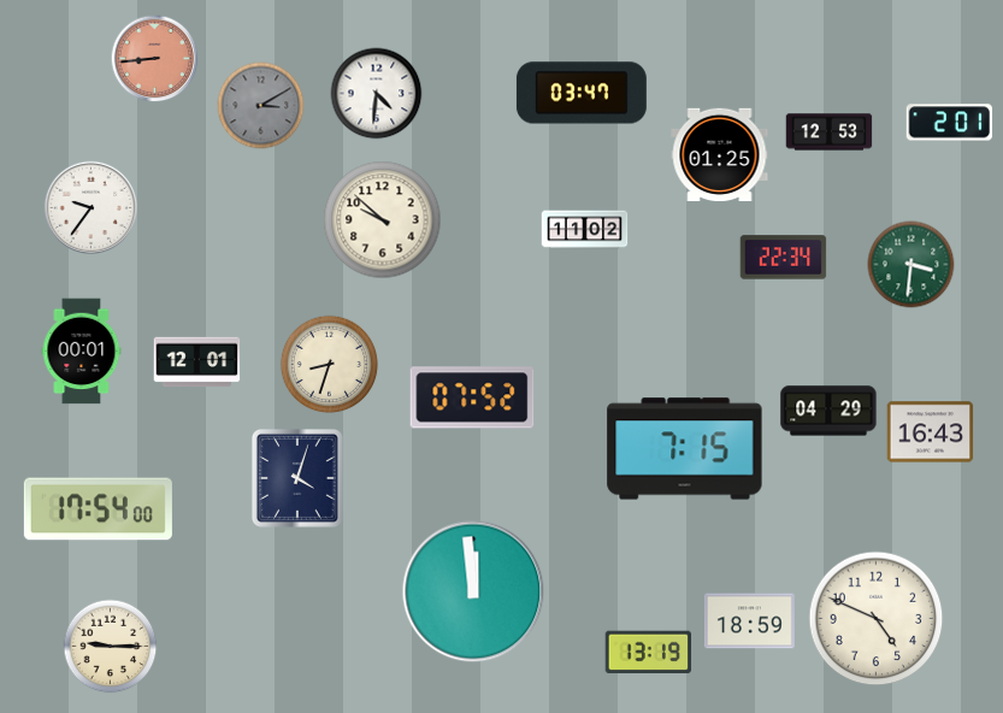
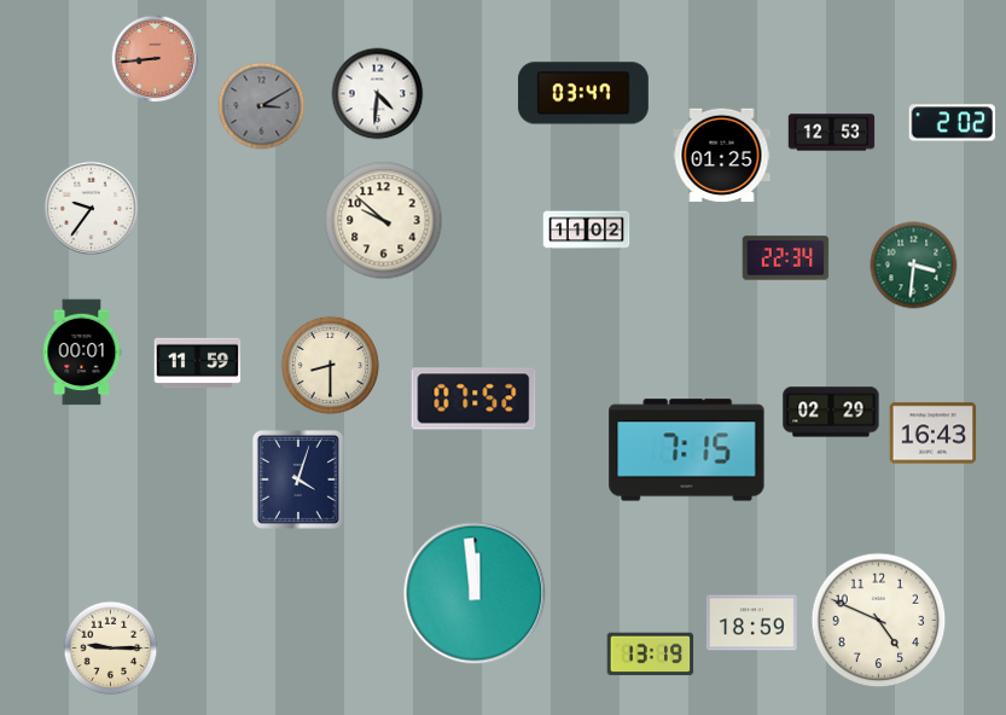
clock at (950, 123): 2:01 -> 2:02
clock at (197, 363): 12:01 -> 11:59
clock at (330, 365): 8:33 -> 8:30
clock at (828, 411): 04:29 -> 02:29
clock at (98, 509): 17:54 -> none
